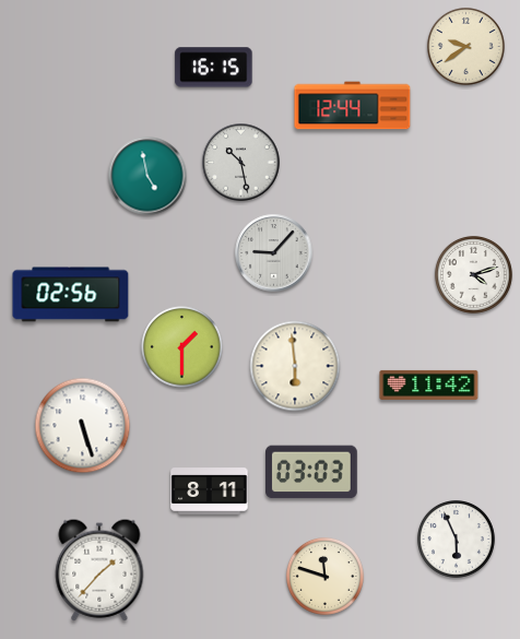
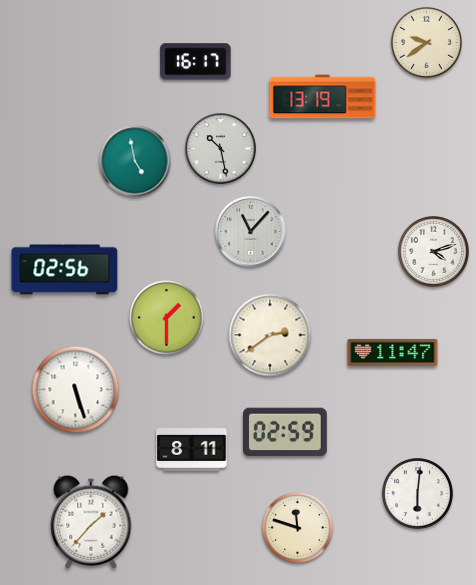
clock at (214, 68): 16:15 -> 16:17
clock at (353, 106): 12:44 -> 13:19
clock at (274, 253): 9:07 -> 11:07
clock at (295, 366): 5:59 -> 2:39
clock at (429, 384): 11:42 -> 11:47
clock at (312, 472): 03:03 -> 02:59
clock at (456, 539): 5:56 -> 6:01
